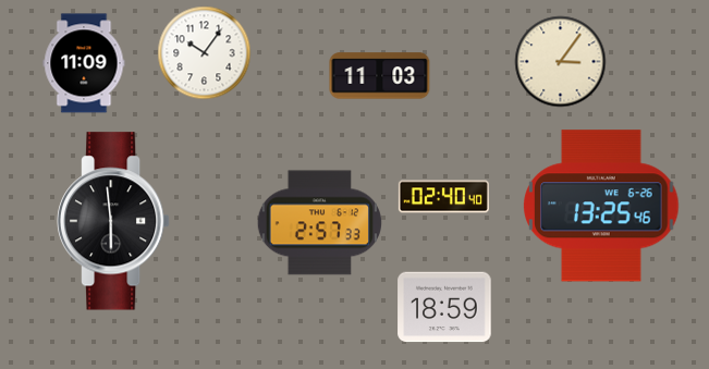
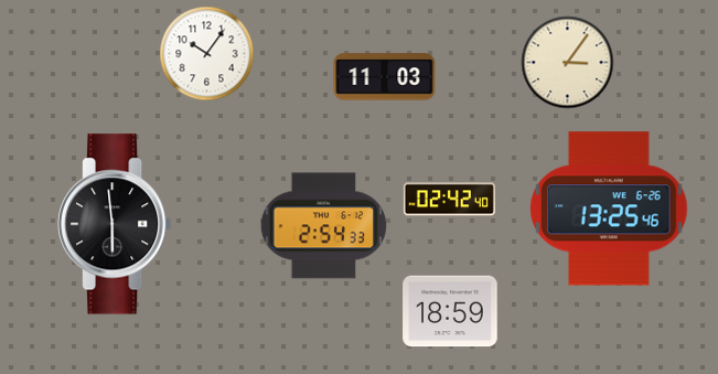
clock at (84, 63): 11:09 -> none
clock at (443, 197): 02:40 -> 02:42
clock at (319, 223): 2:57 -> 2:54
